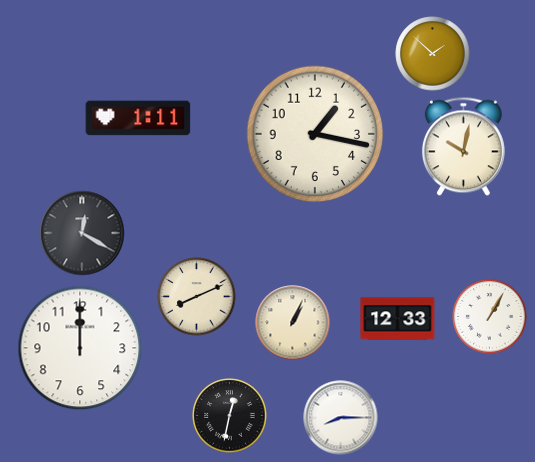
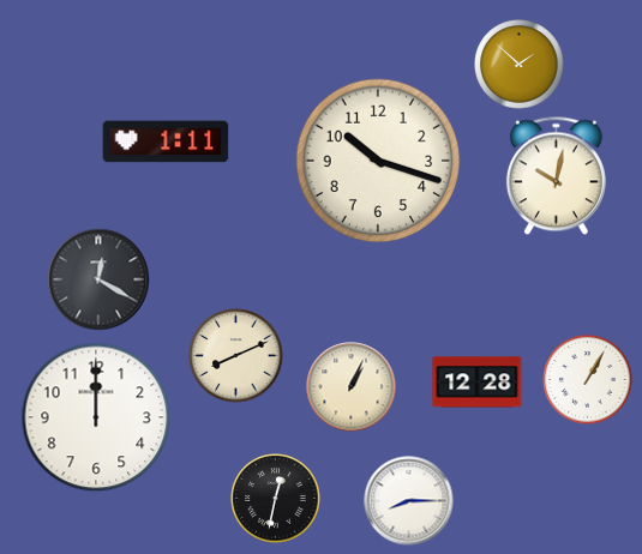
clock at (315, 134): 1:17 -> 10:18
clock at (398, 319): 12:33 -> 12:28
